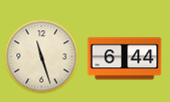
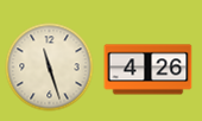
clock at (125, 59): 6:44 -> 4:26
